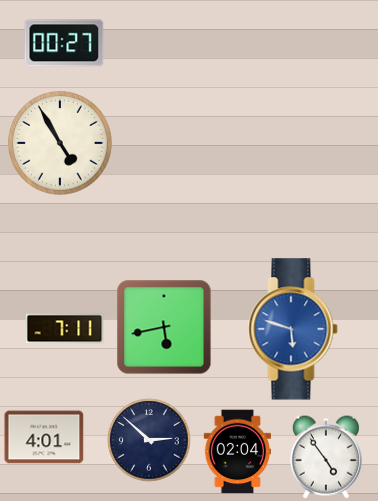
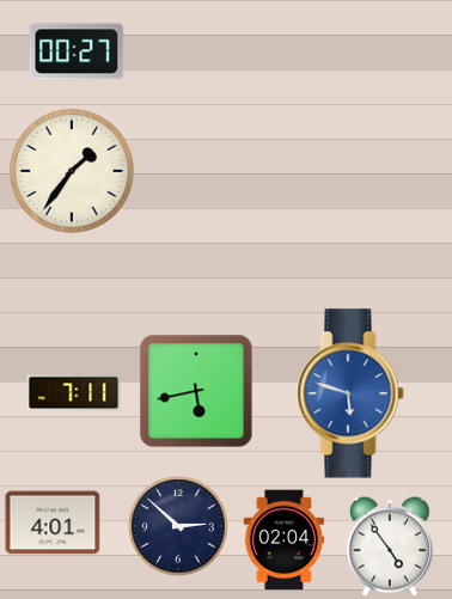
clock at (60, 143): 4:55 -> 1:36
clock at (65, 329) position: (65, 329) -> (74, 393)
